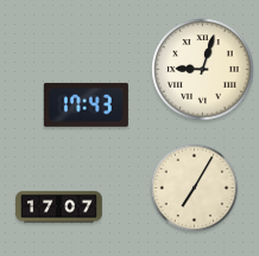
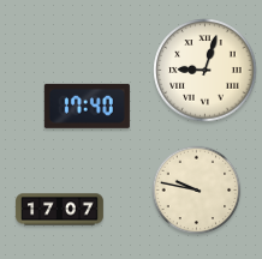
clock at (86, 104): 17:43 -> 17:40
clock at (195, 188): 7:05 -> 9:47
